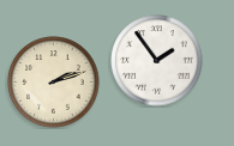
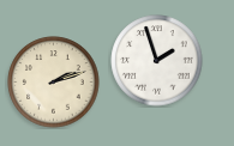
clock at (157, 61): 1:54 -> 1:57
